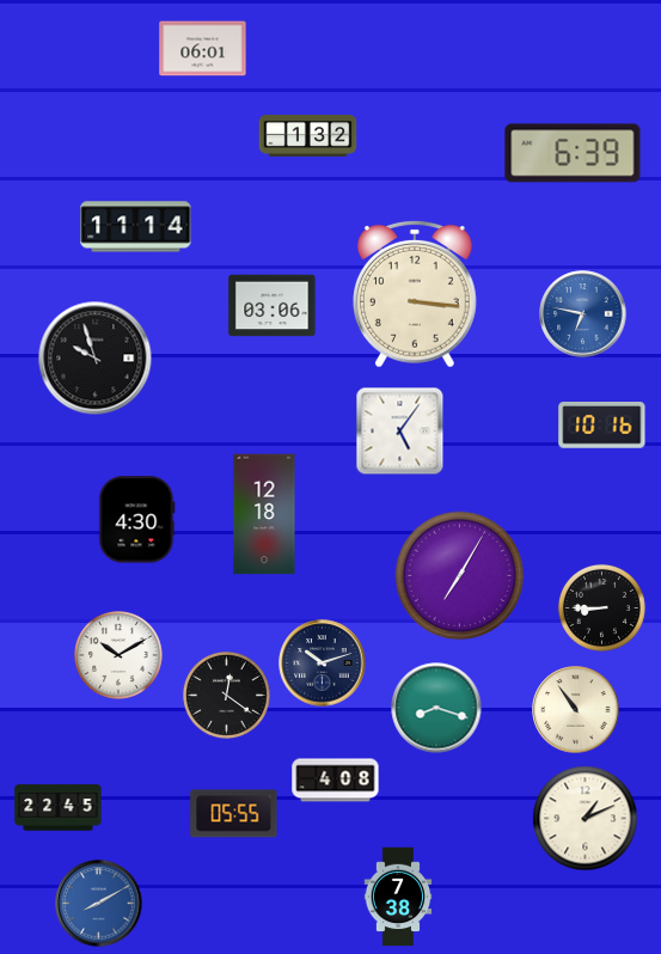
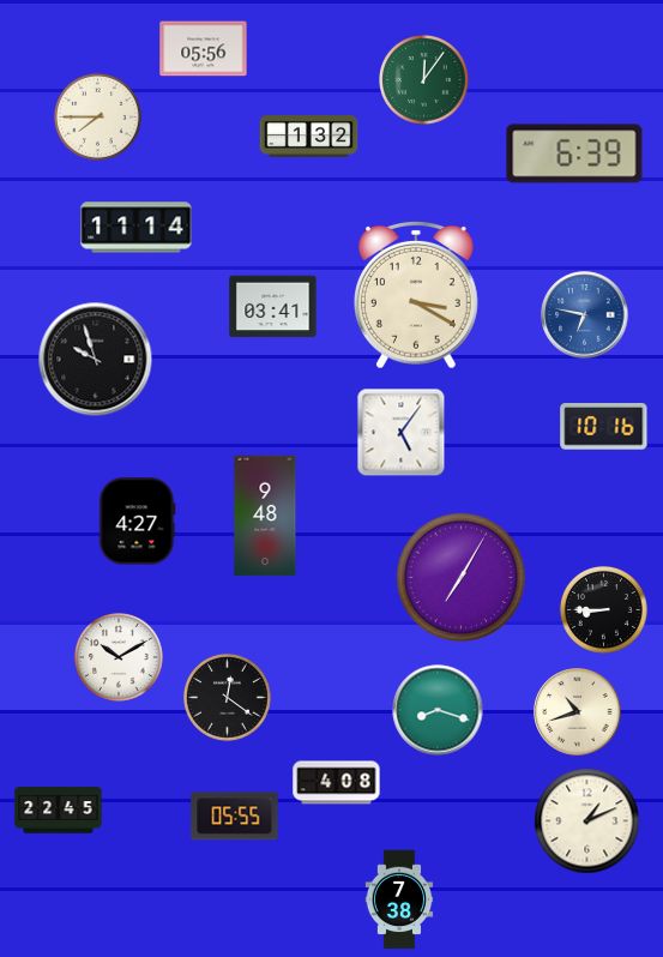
clock at (203, 49): 06:01 -> 05:56
clock at (424, 80): none -> 12:06
clock at (97, 116): none -> 7:45
clock at (416, 294): 3:16 -> 3:20
clock at (273, 306): 03:06 -> 03:41
clock at (264, 514): 12:18 -> 9:48
clock at (137, 520): 4:30 -> 4:27
clock at (323, 663): 10:12 -> none
clock at (576, 710): 10:54 -> 10:42
clock at (99, 904): 8:10 -> none
